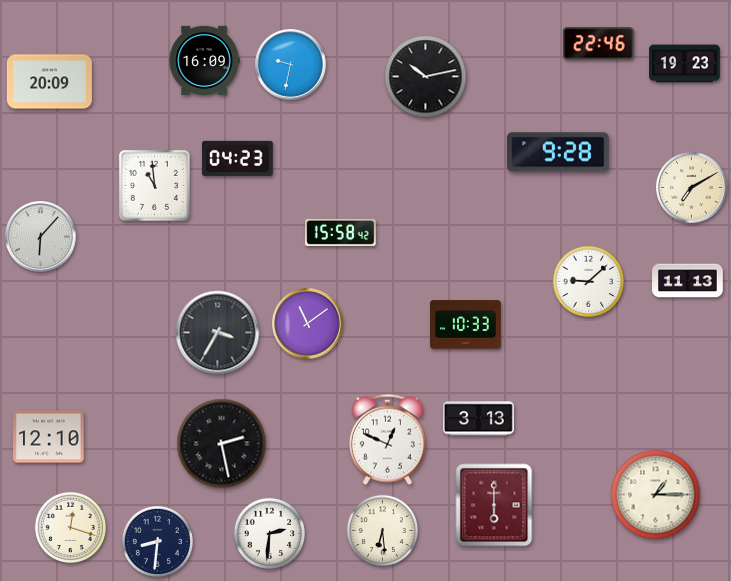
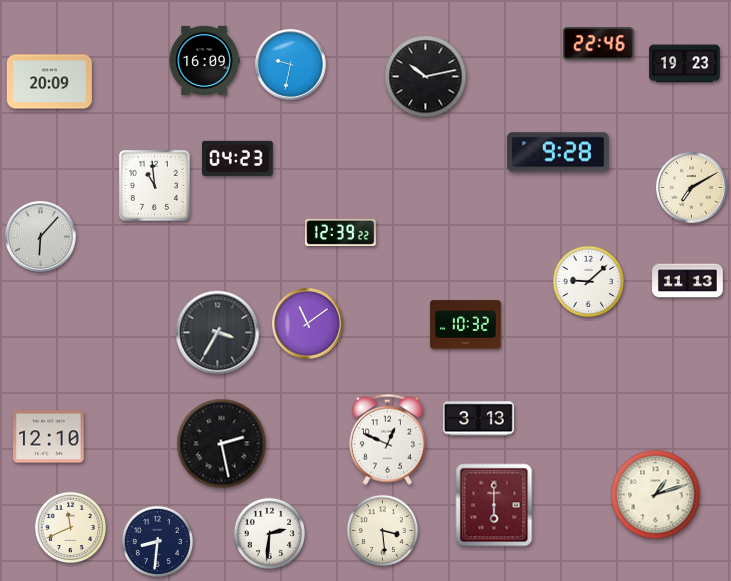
clock at (341, 232): 15:58 -> 12:39
clock at (466, 325): 10:33 -> 10:32
clock at (656, 495): 1:15 -> 1:12
clock at (70, 527): 12:18 -> 11:41
clock at (382, 530): 6:29 -> 3:29
